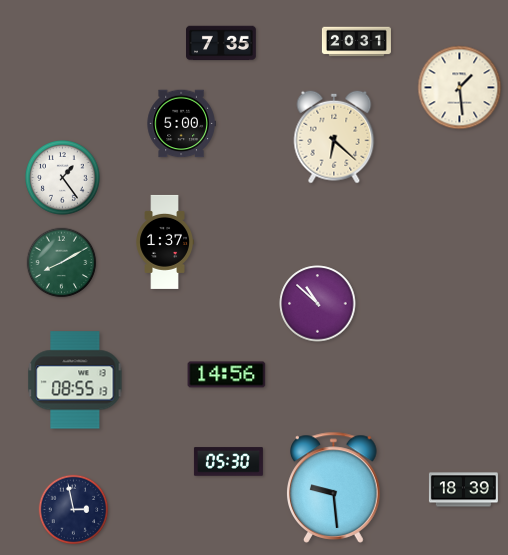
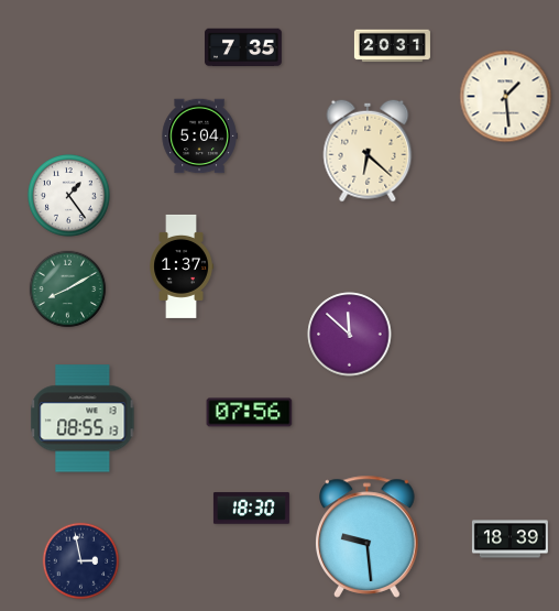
clock at (181, 124): 5:00 -> 5:04
clock at (318, 304): 10:52 -> 11:52
clock at (227, 375): 14:56 -> 07:56
clock at (228, 462): 05:30 -> 18:30
